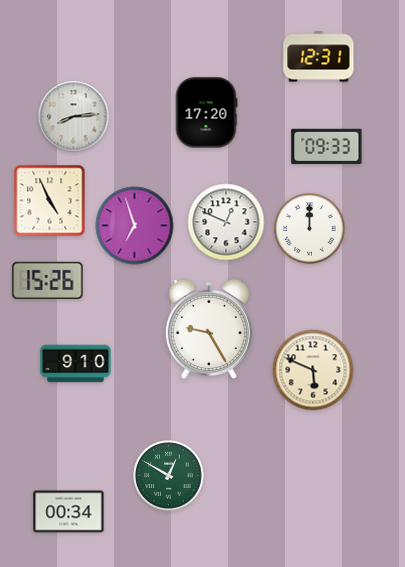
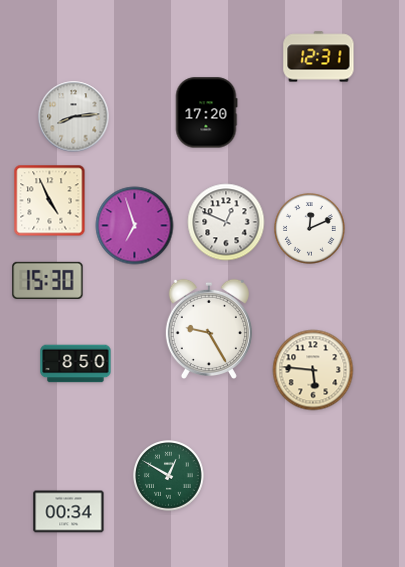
clock at (327, 146): 09:33 -> none
clock at (310, 229): 12:00 -> 12:11
clock at (48, 280): 15:26 -> 15:30
clock at (76, 364): 9:10 -> 8:50
clock at (313, 370): 5:49 -> 5:46
